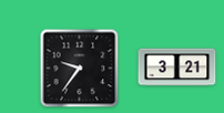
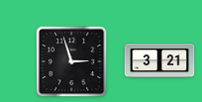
clock at (80, 69): 9:36 -> 2:57
